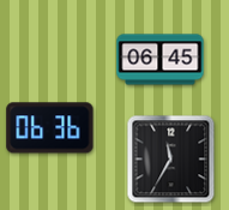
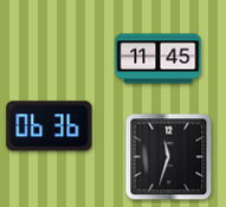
clock at (161, 60): 06:45 -> 11:45
clock at (171, 160): 11:35 -> 11:33
